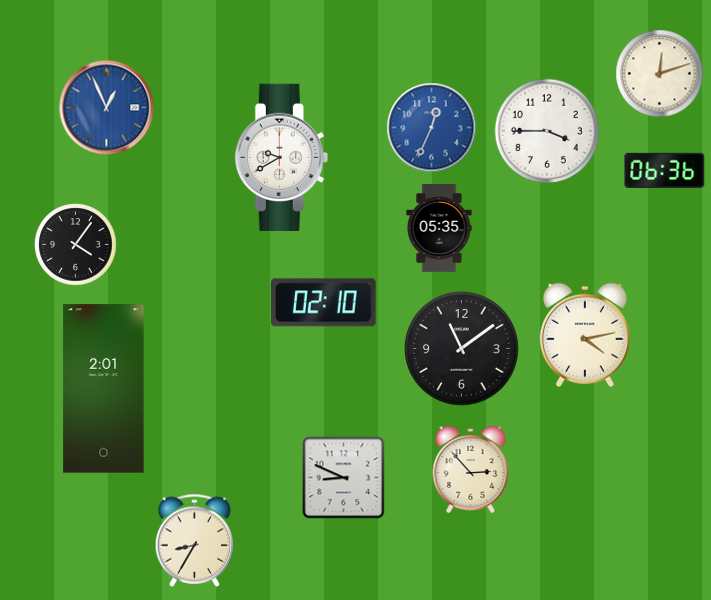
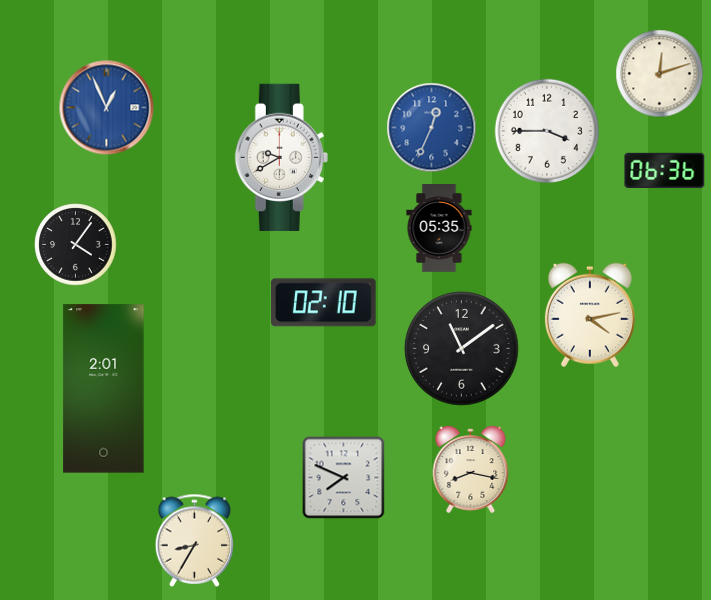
clock at (585, 335) position: (585, 335) -> (590, 315)
clock at (471, 470): 2:53 -> 8:17
clock at (344, 478): 8:49 -> 7:49
